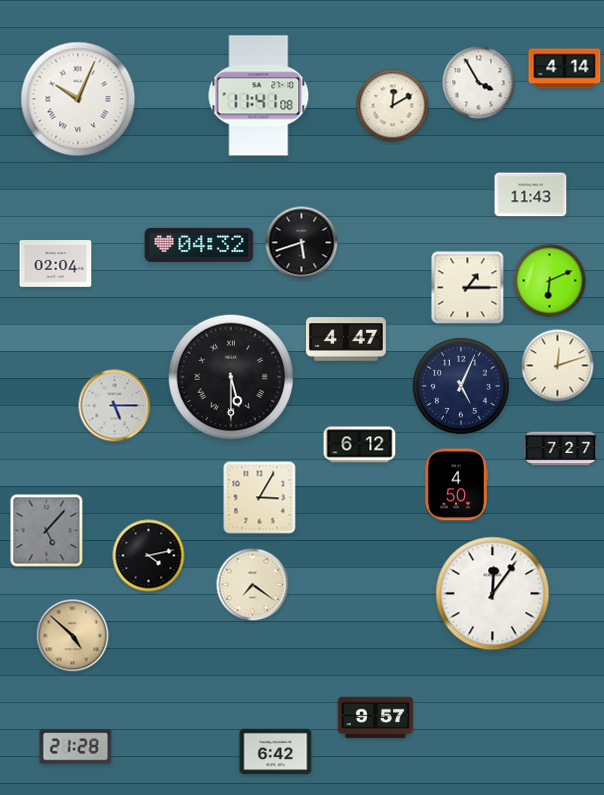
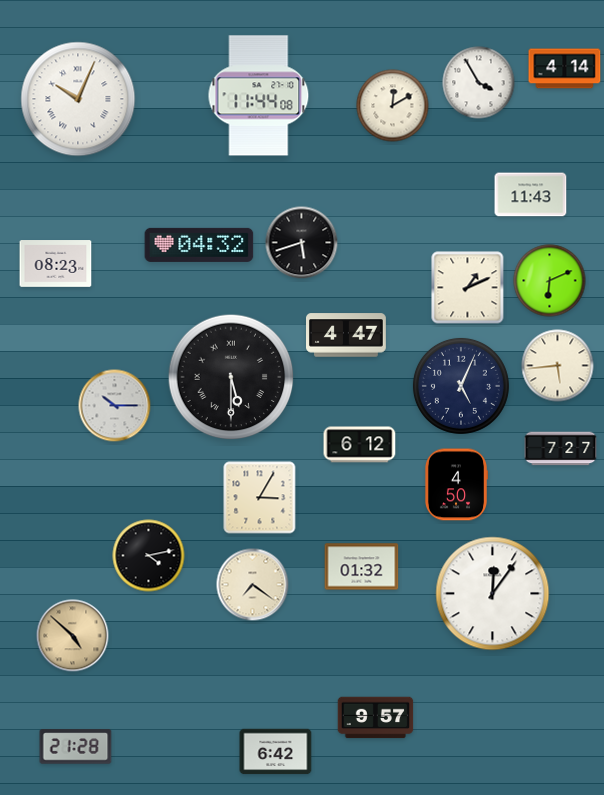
clock at (259, 96): 11:41 -> 11:44
clock at (56, 264): 02:04 -> 08:23
clock at (468, 288): 1:15 -> 1:11
clock at (346, 339) position: (346, 339) -> (346, 335)
clock at (558, 366): 12:12 -> 5:44
clock at (115, 406): 5:15 -> 10:15
clock at (47, 531): 5:07 -> none
clock at (362, 567): none -> 01:32
